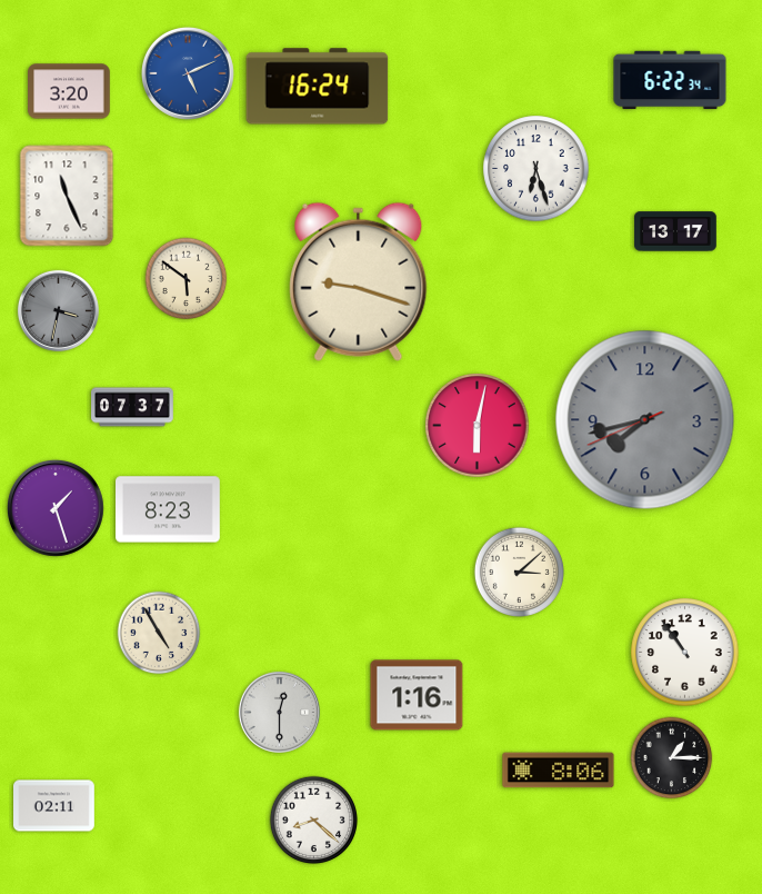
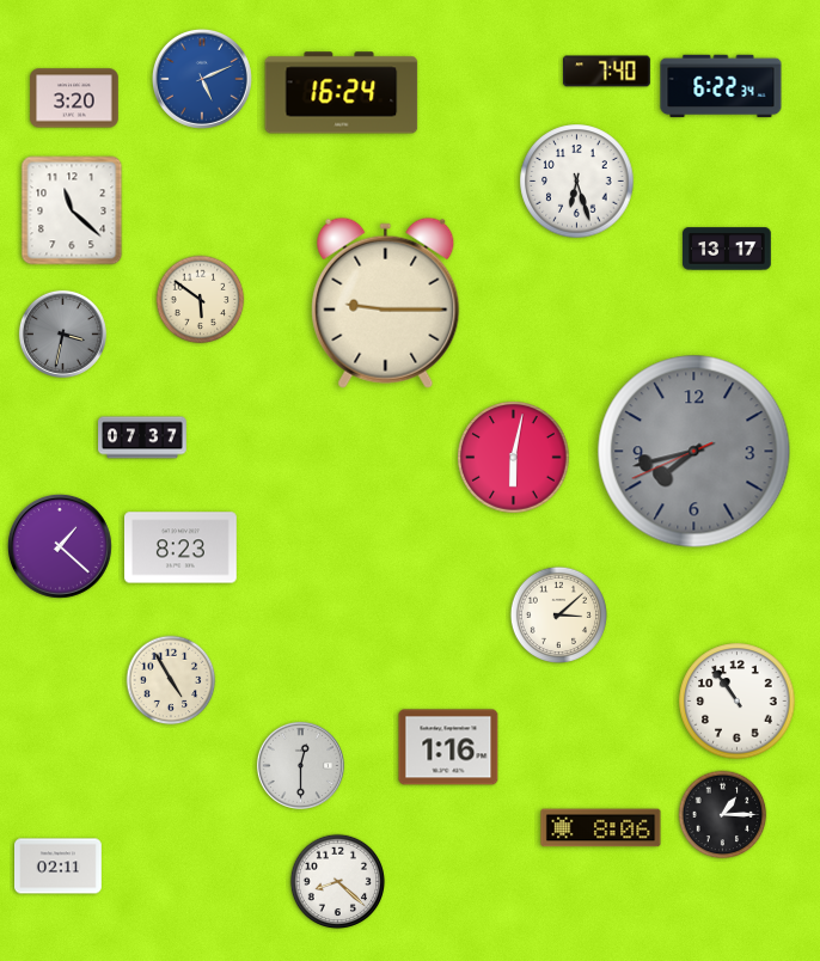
clock at (606, 72): none -> 7:40
clock at (67, 196): 11:26 -> 11:22
clock at (359, 281): 9:18 -> 9:15
clock at (56, 508): 1:27 -> 1:22
